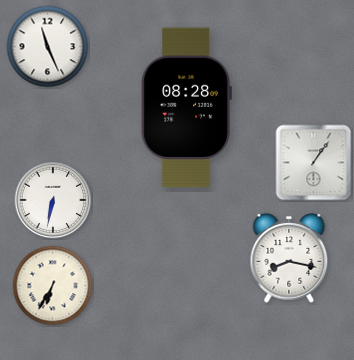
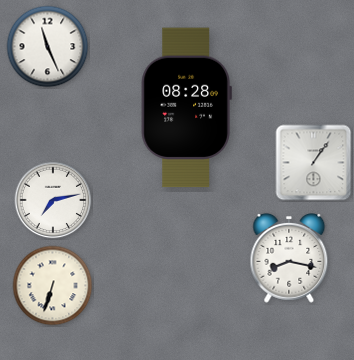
clock at (53, 200): 6:32 -> 7:13
clock at (53, 286): 6:35 -> 6:33
